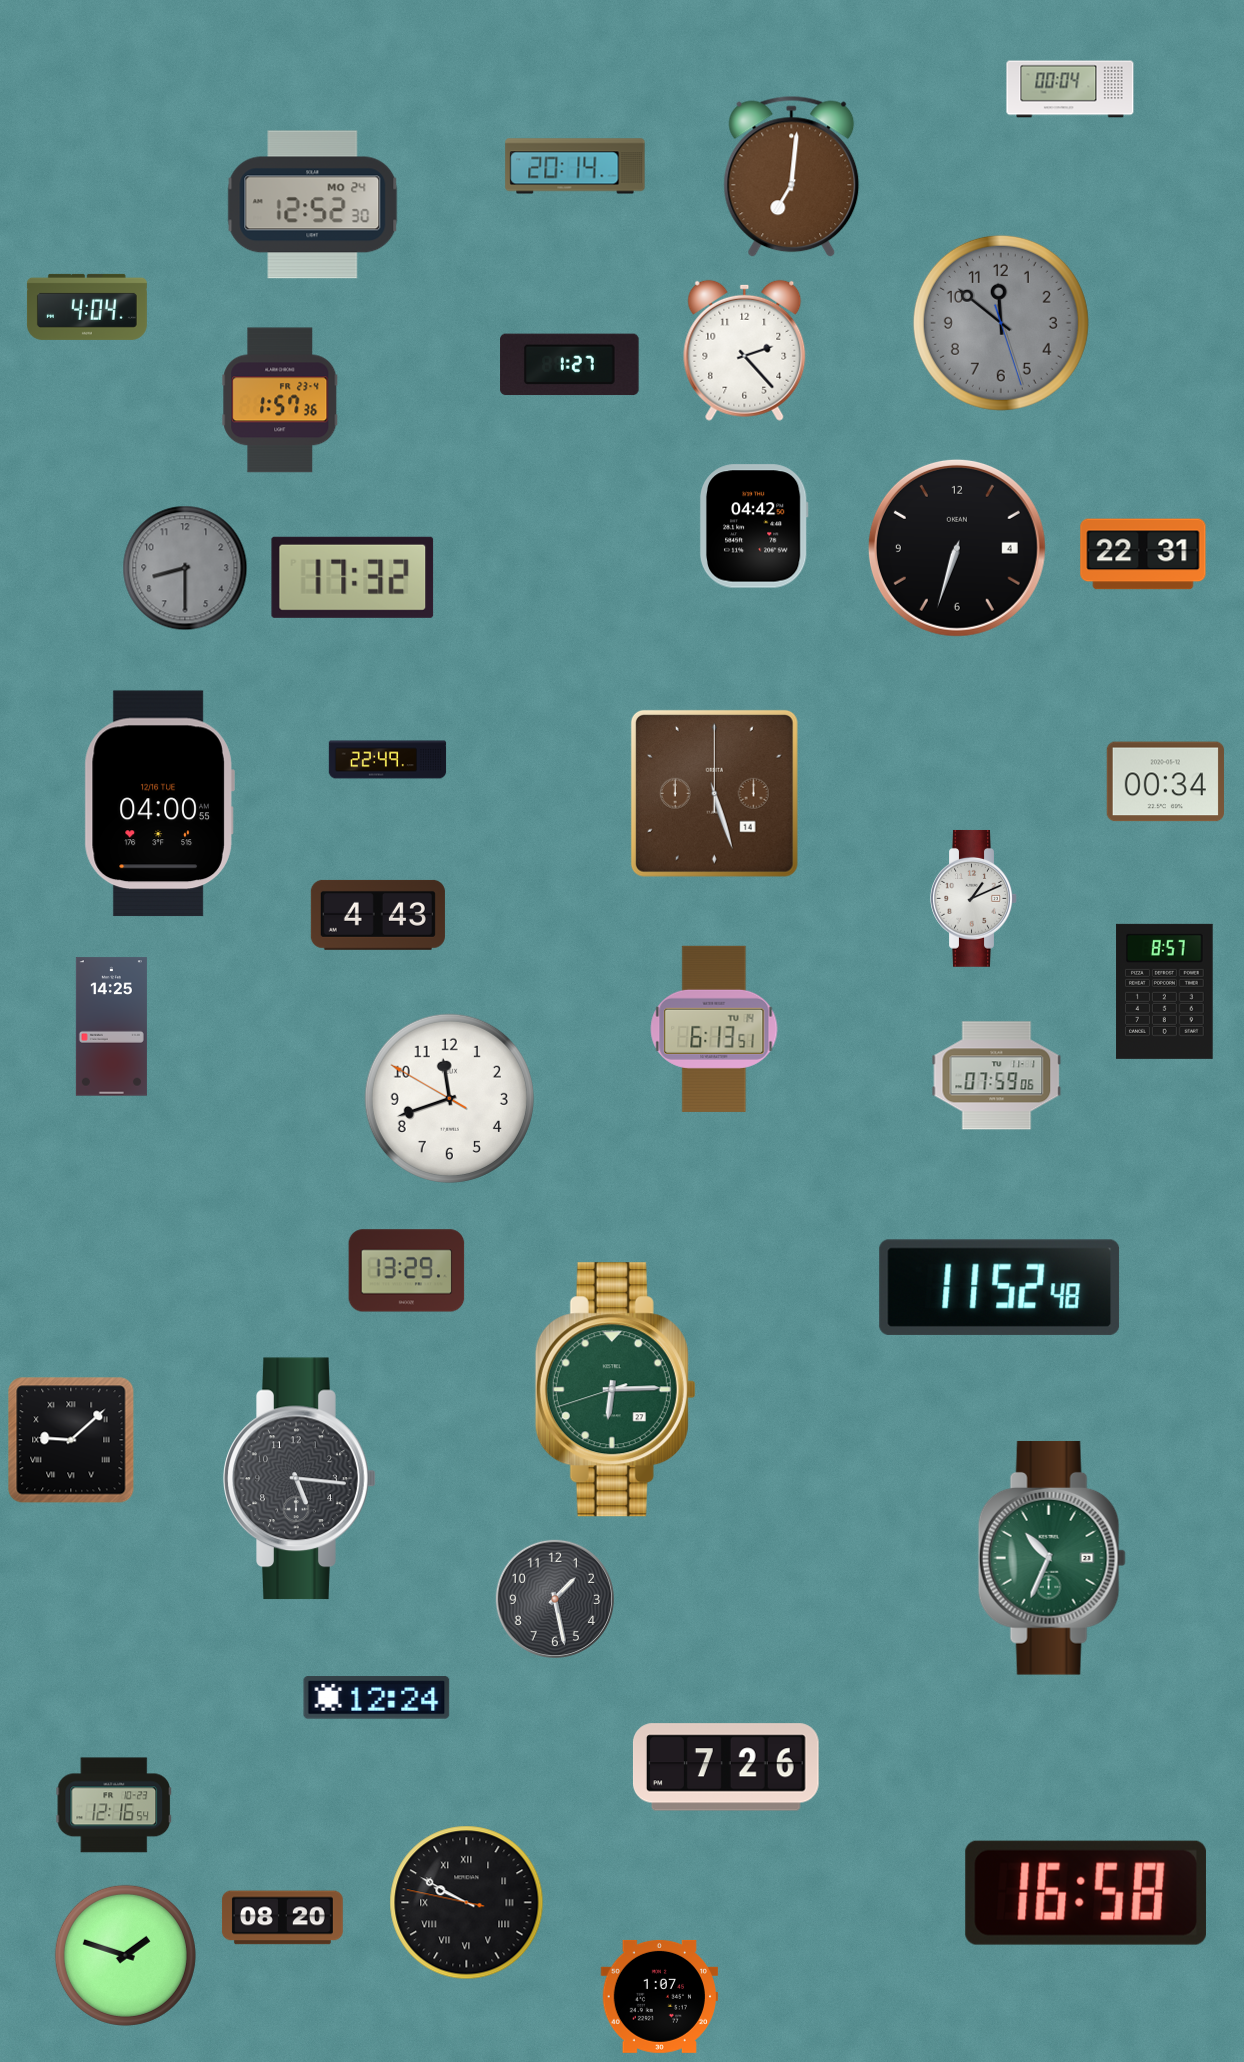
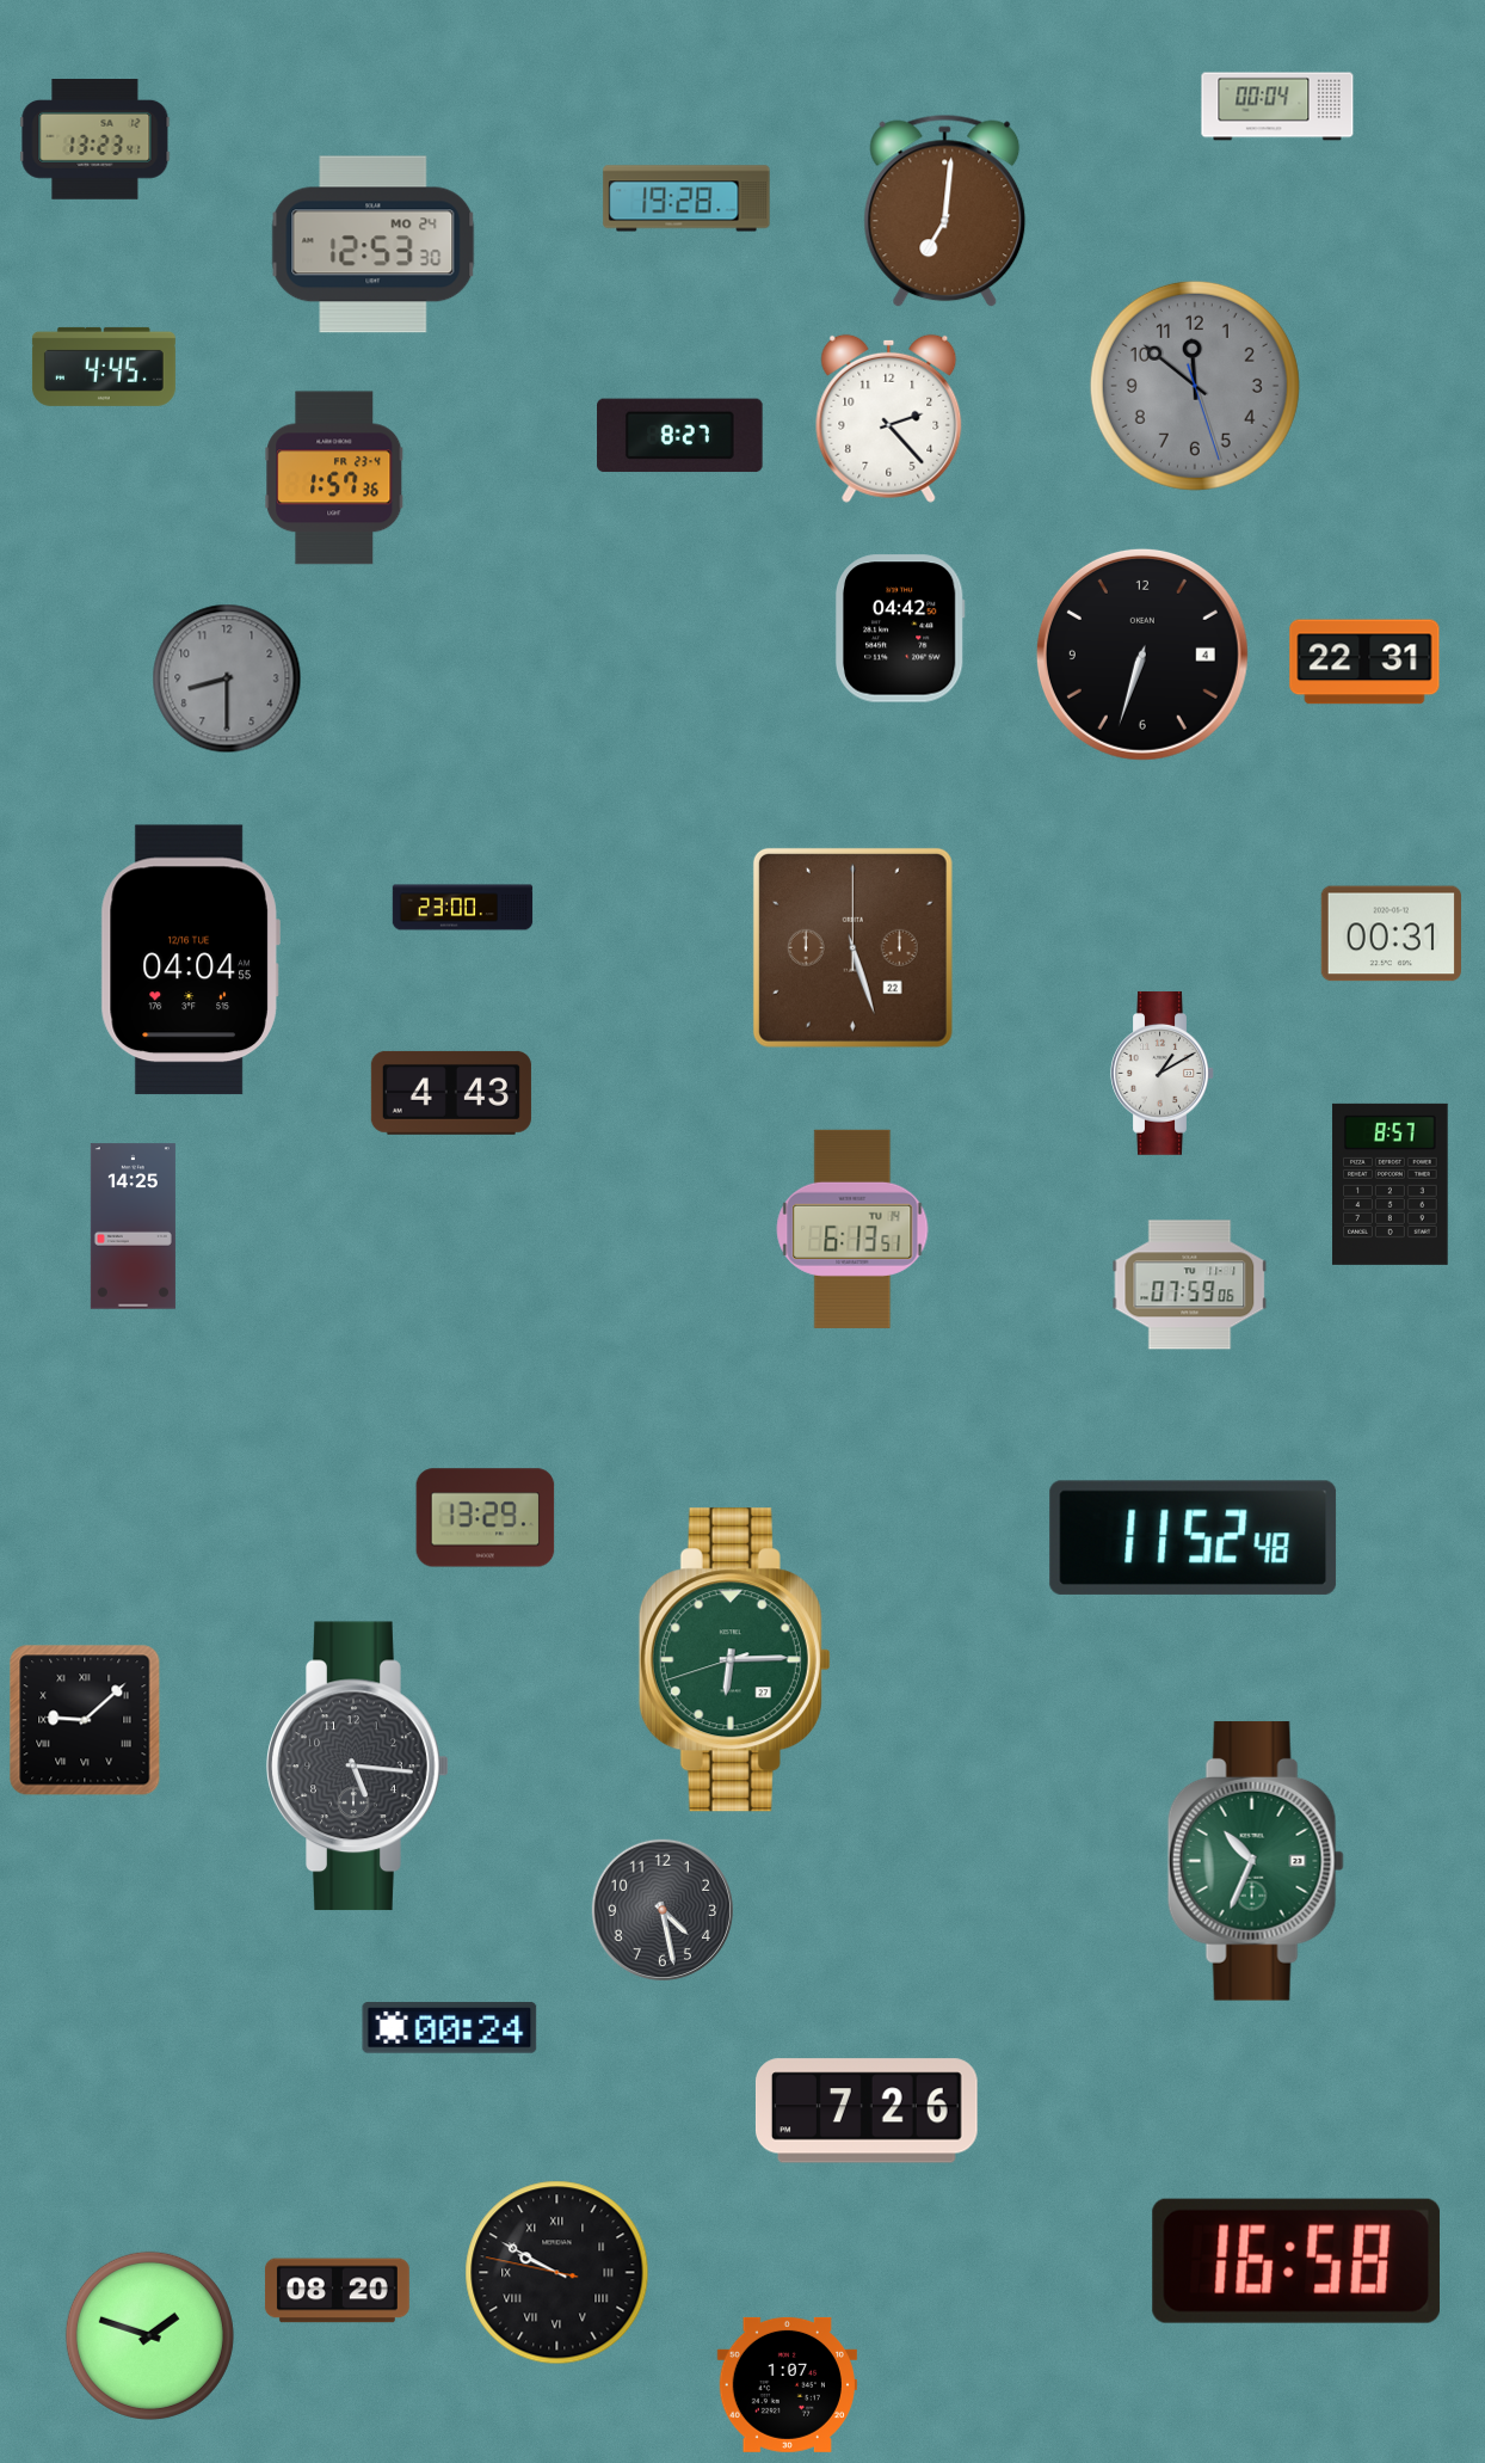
clock at (95, 140): none -> 13:23
clock at (575, 166): 20:14 -> 19:28
clock at (313, 205): 12:52 -> 12:53
clock at (87, 307): 4:04 -> 4:45
clock at (570, 365): 1:27 -> 8:27
clock at (185, 568) position: (185, 568) -> (227, 678)
clock at (353, 577): 17:32 -> none
clock at (388, 760): 22:49 -> 23:00
clock at (1165, 782): 00:34 -> 00:31
clock at (714, 793) date: 14 -> 22
clock at (159, 804): 04:00 -> 04:04
clock at (974, 898): 1:11 -> 1:10
clock at (449, 1098): 11:41 -> none
clock at (555, 1599): 1:28 -> 4:28
clock at (377, 1698): 12:24 -> 00:24
clock at (114, 1805): 12:16 -> none
